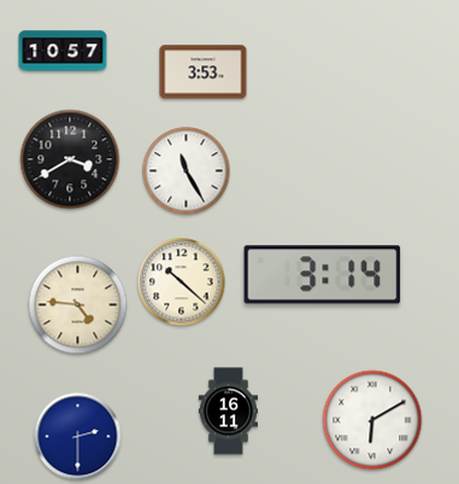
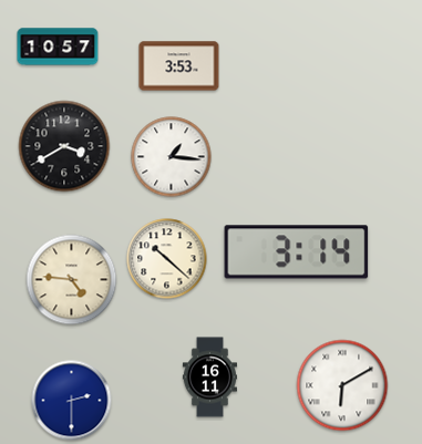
clock at (204, 72) position: (204, 72) -> (179, 66)
clock at (187, 171): 11:25 -> 1:16
